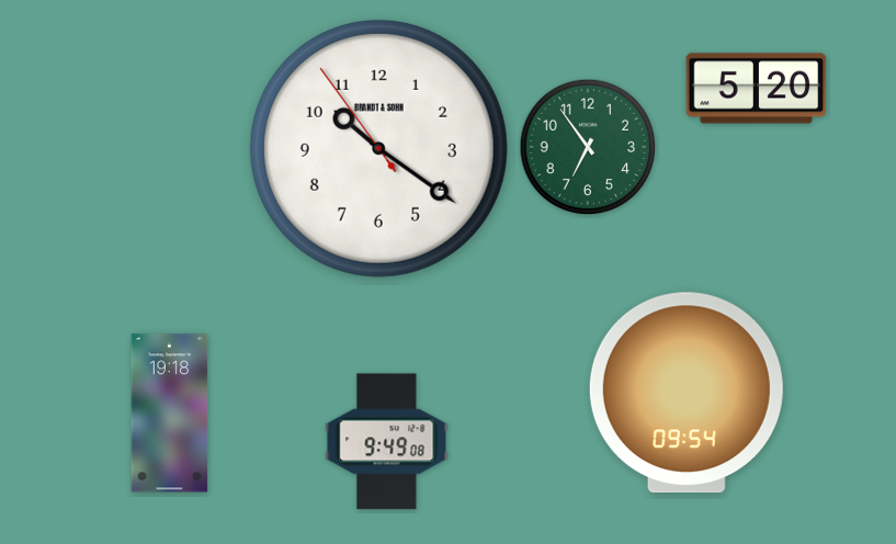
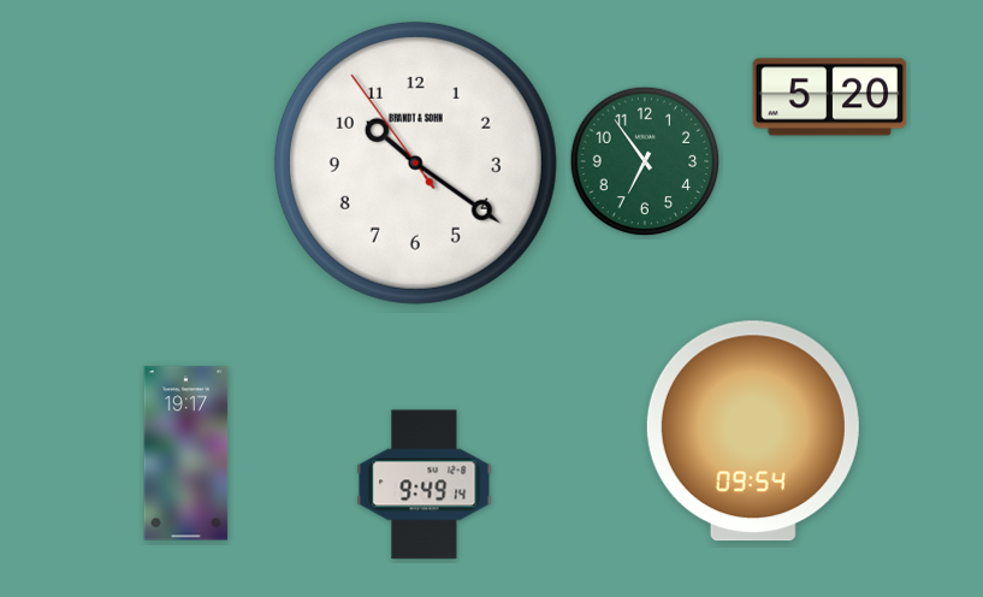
clock at (170, 413): 19:18 -> 19:17
clock at (387, 442): 9:49:08 -> 9:49:14
